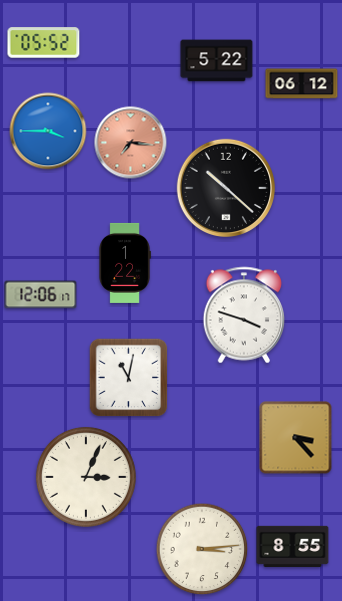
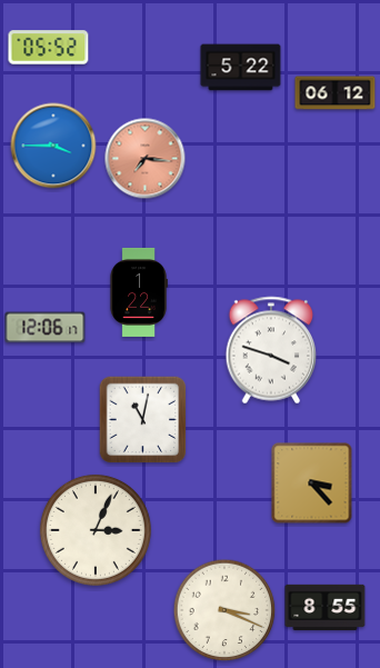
clock at (225, 187): 10:22 -> none
clock at (296, 438) position: (296, 438) -> (312, 483)
clock at (202, 549): 3:14 -> 3:19
